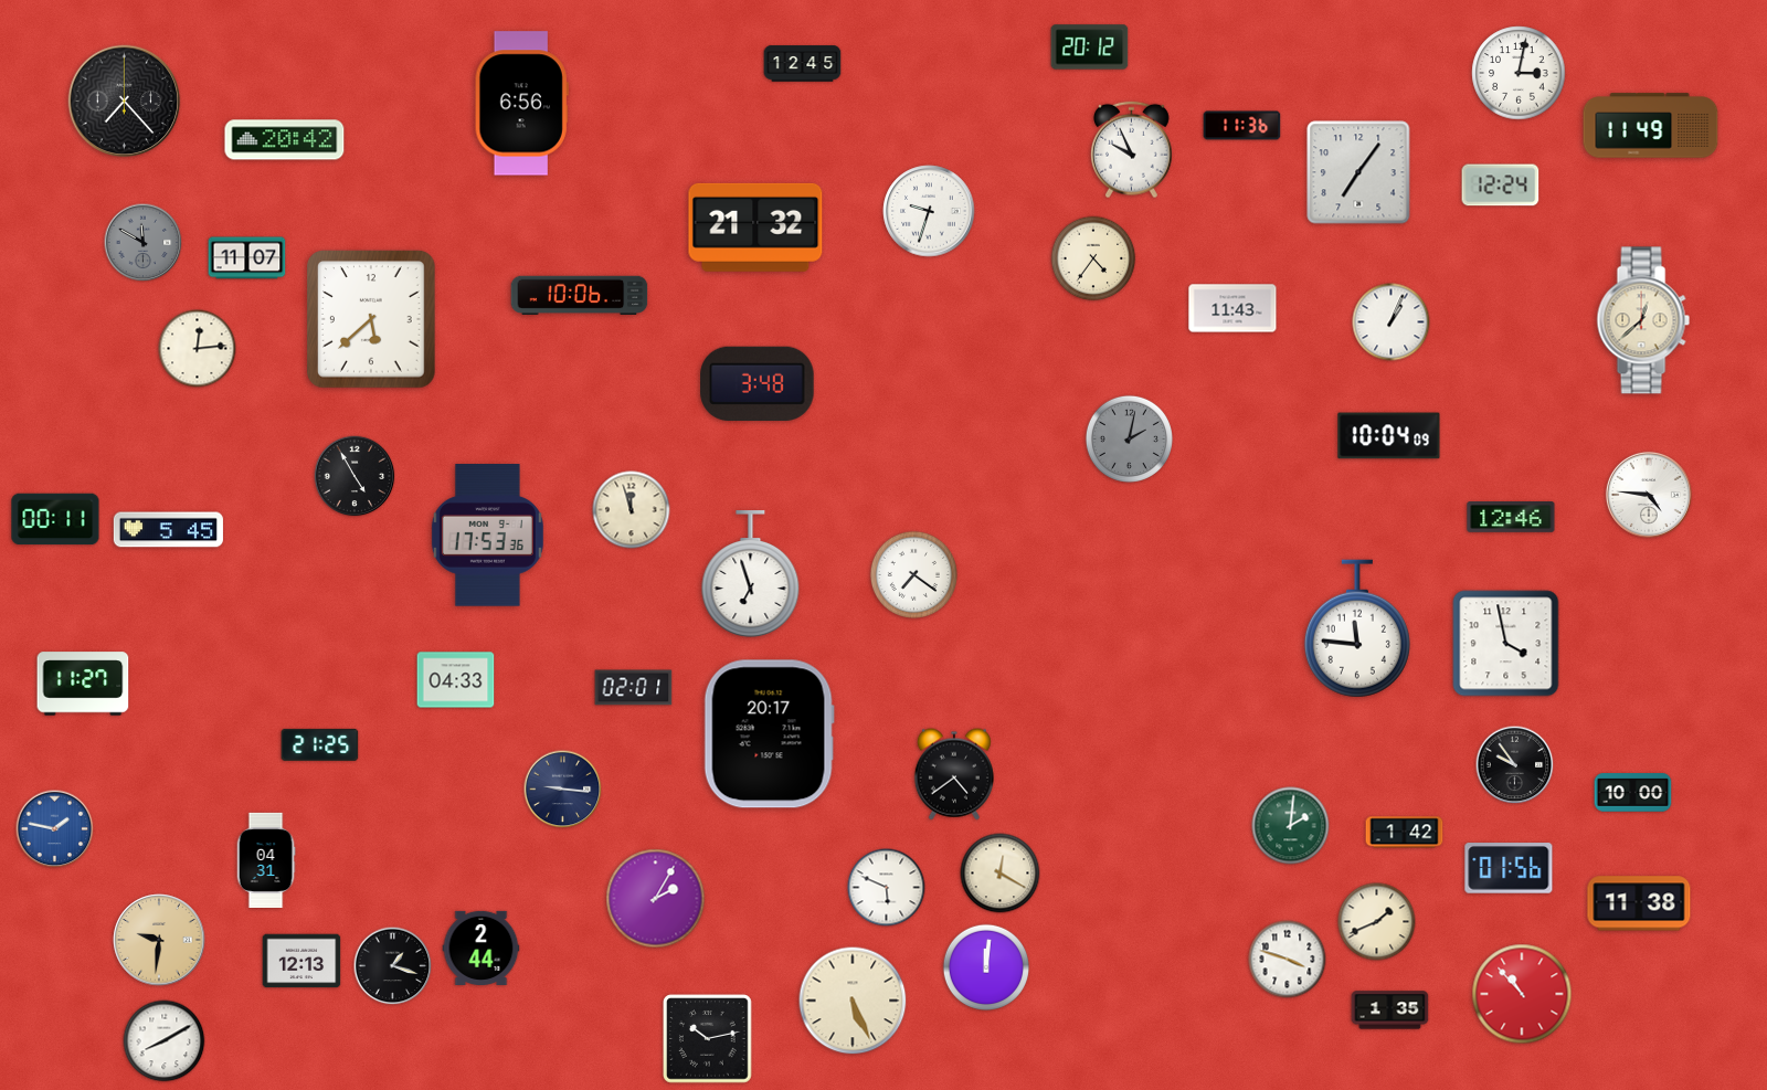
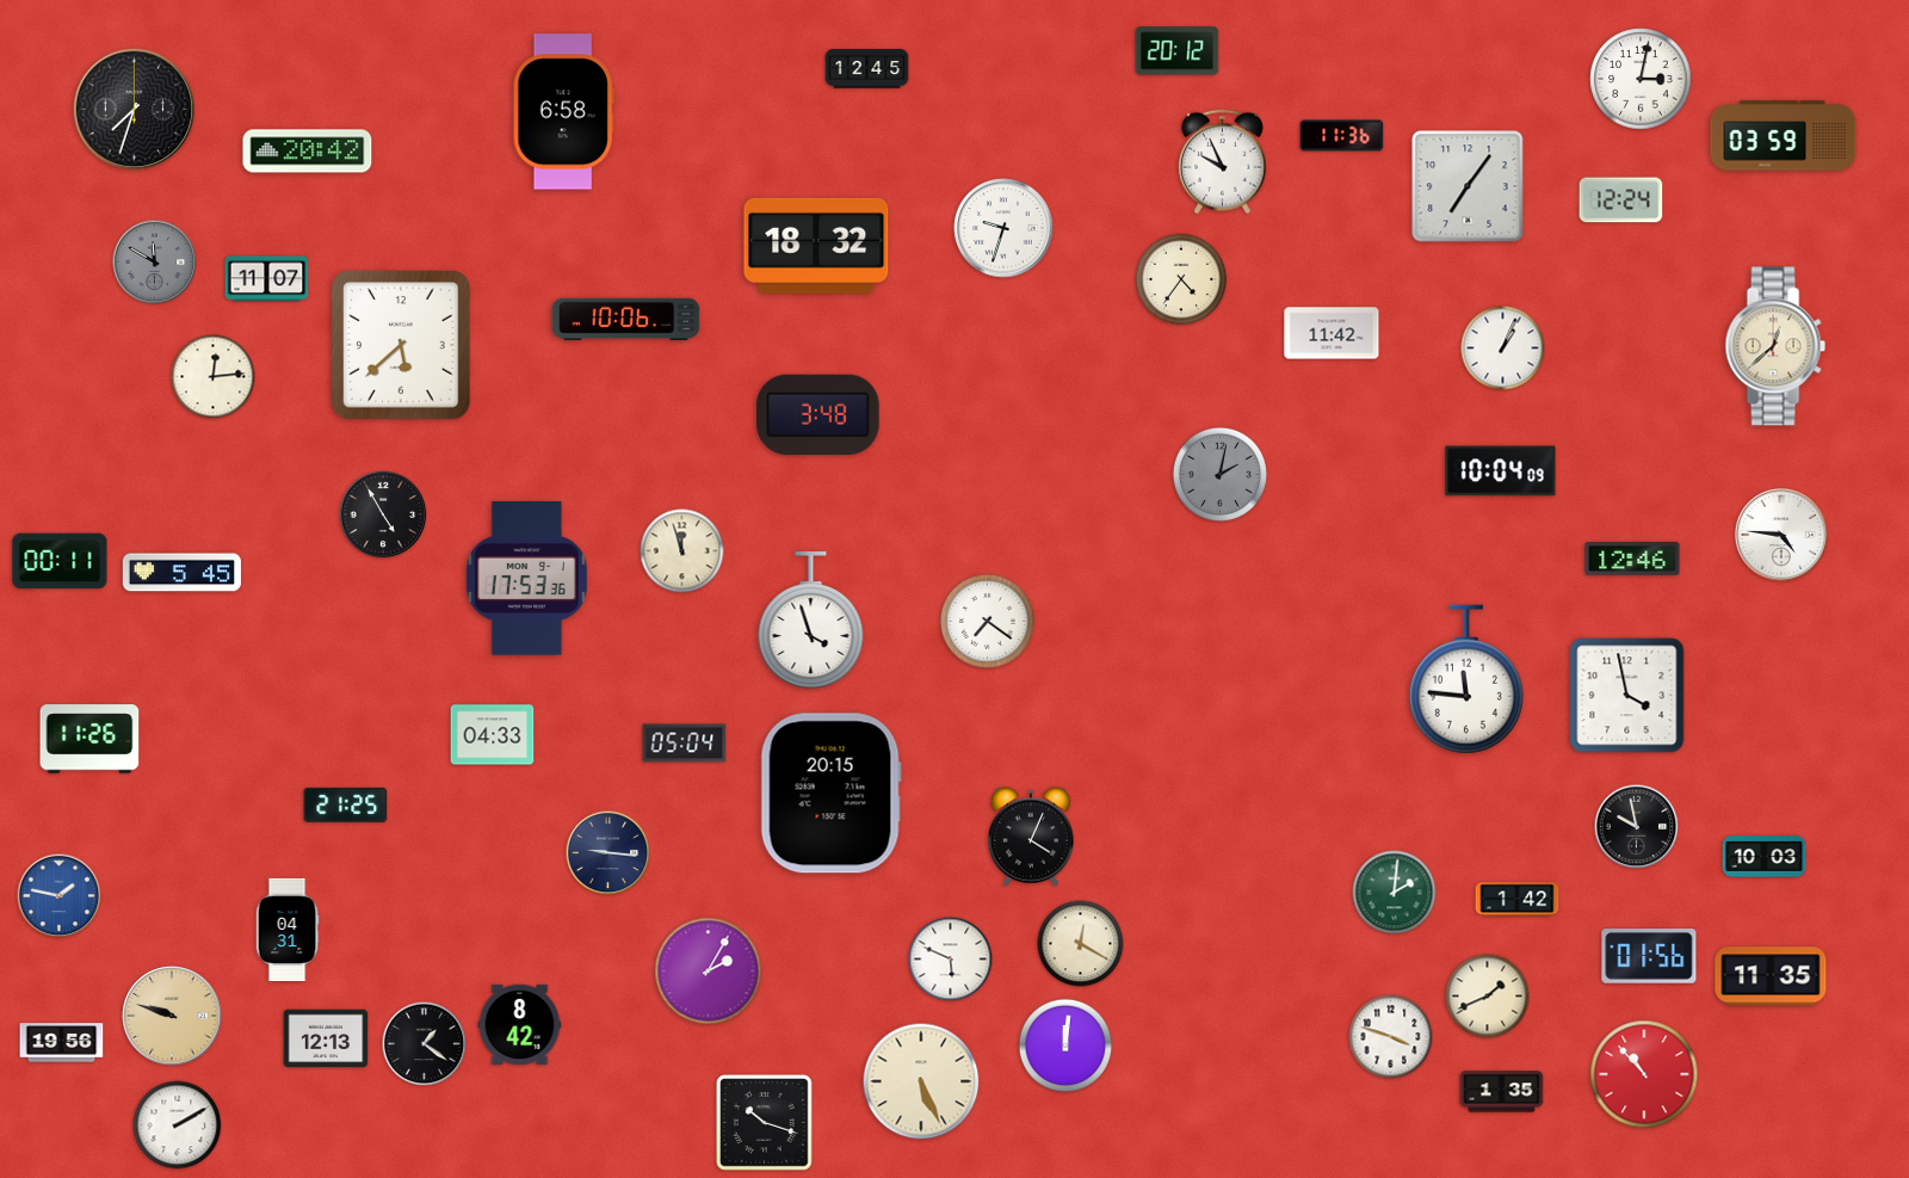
clock at (125, 102): 7:23 -> 7:33
clock at (521, 104): 6:56 -> 6:58
clock at (1651, 126): 11:49 -> 03:59
clock at (755, 227): 21:32 -> 18:32
clock at (1232, 308): 11:43 -> 11:42
clock at (751, 574): 6:57 -> 3:57
clock at (83, 684): 11:27 -> 11:26
clock at (634, 688): 02:01 -> 05:04
clock at (769, 734): 20:17 -> 20:15
clock at (1515, 765): 9:54 -> 9:58
clock at (954, 774): 4:39 -> 4:04
clock at (1633, 793): 10:00 -> 10:03
clock at (1509, 868) position: (1509, 868) -> (1649, 956)
clock at (887, 888) position: (887, 888) -> (951, 960)
clock at (1639, 903): 11:38 -> 11:35
clock at (159, 940): 9:31 -> 9:48
clock at (482, 948): 2:44 -> 8:42
clock at (62, 1043): none -> 19:56
clock at (393, 966): 1:18 -> 1:21
clock at (708, 1039): 10:13 -> 10:18
clock at (165, 1041): 8:10 -> 2:10
